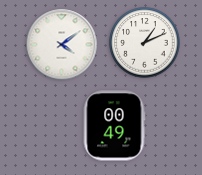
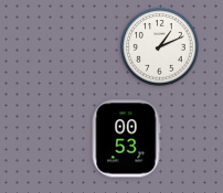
clock at (62, 45): 4:09 -> none
clock at (114, 126): 00:49 -> 00:53
